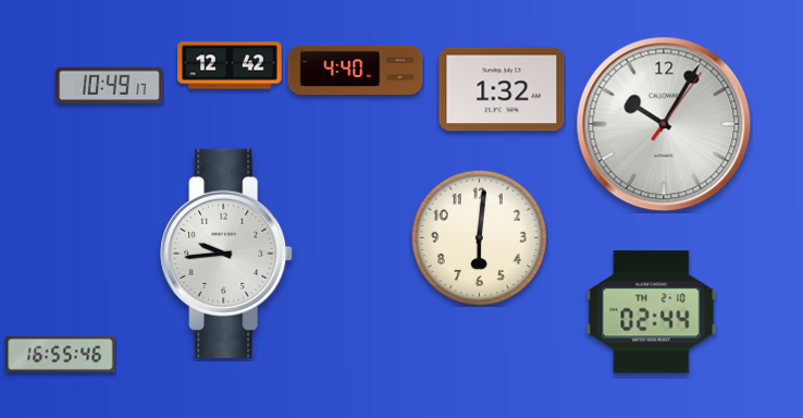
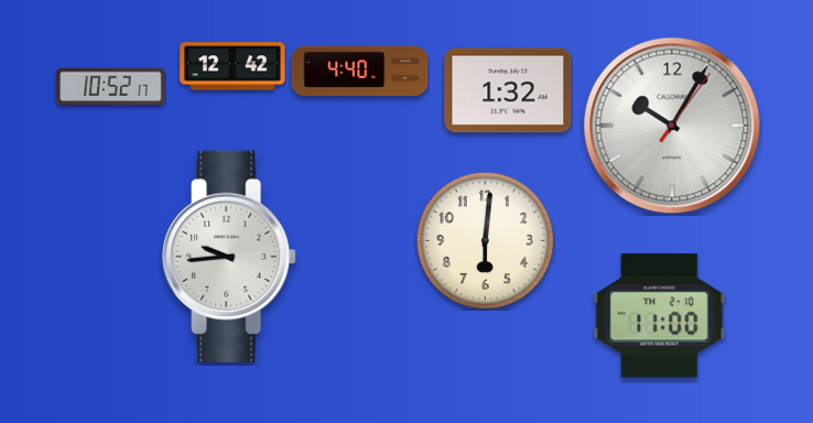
clock at (110, 86): 10:49 -> 10:52
clock at (652, 312): 02:44 -> 11:00
clock at (61, 354): 16:55 -> none
